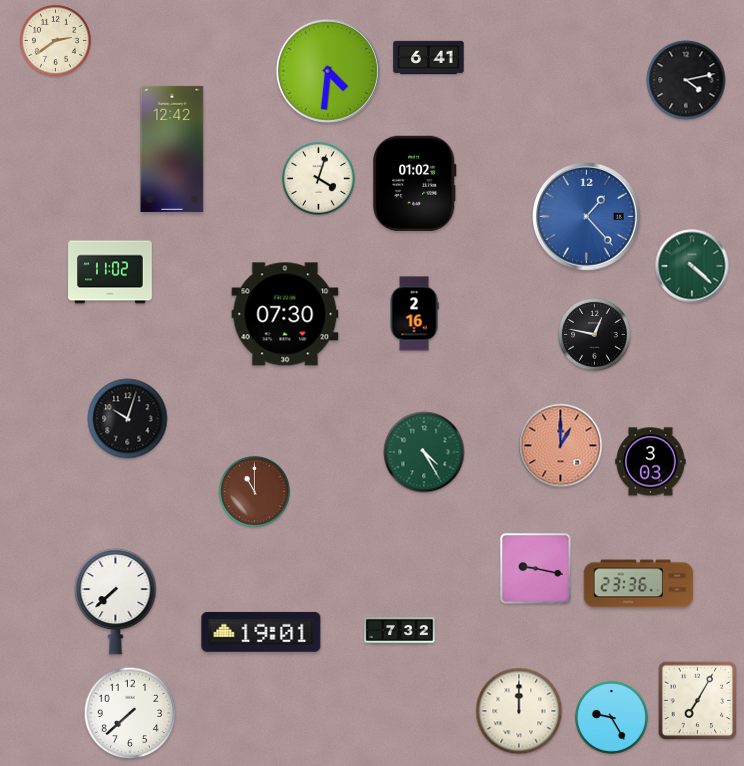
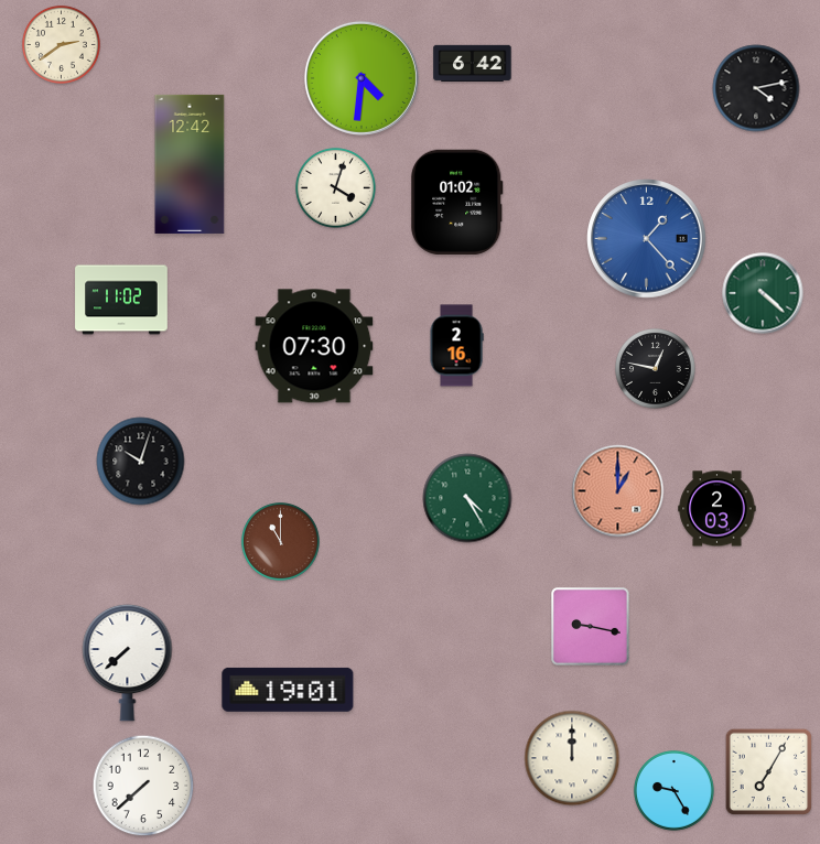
clock at (429, 57): 6:41 -> 6:42
clock at (319, 179) position: (319, 179) -> (336, 188)
clock at (651, 462): 3:03 -> 2:03
clock at (639, 584): 23:36 -> none
clock at (400, 631): 7:32 -> none
clock at (261, 632) position: (261, 632) -> (288, 690)
clock at (519, 711) position: (519, 711) -> (572, 758)
